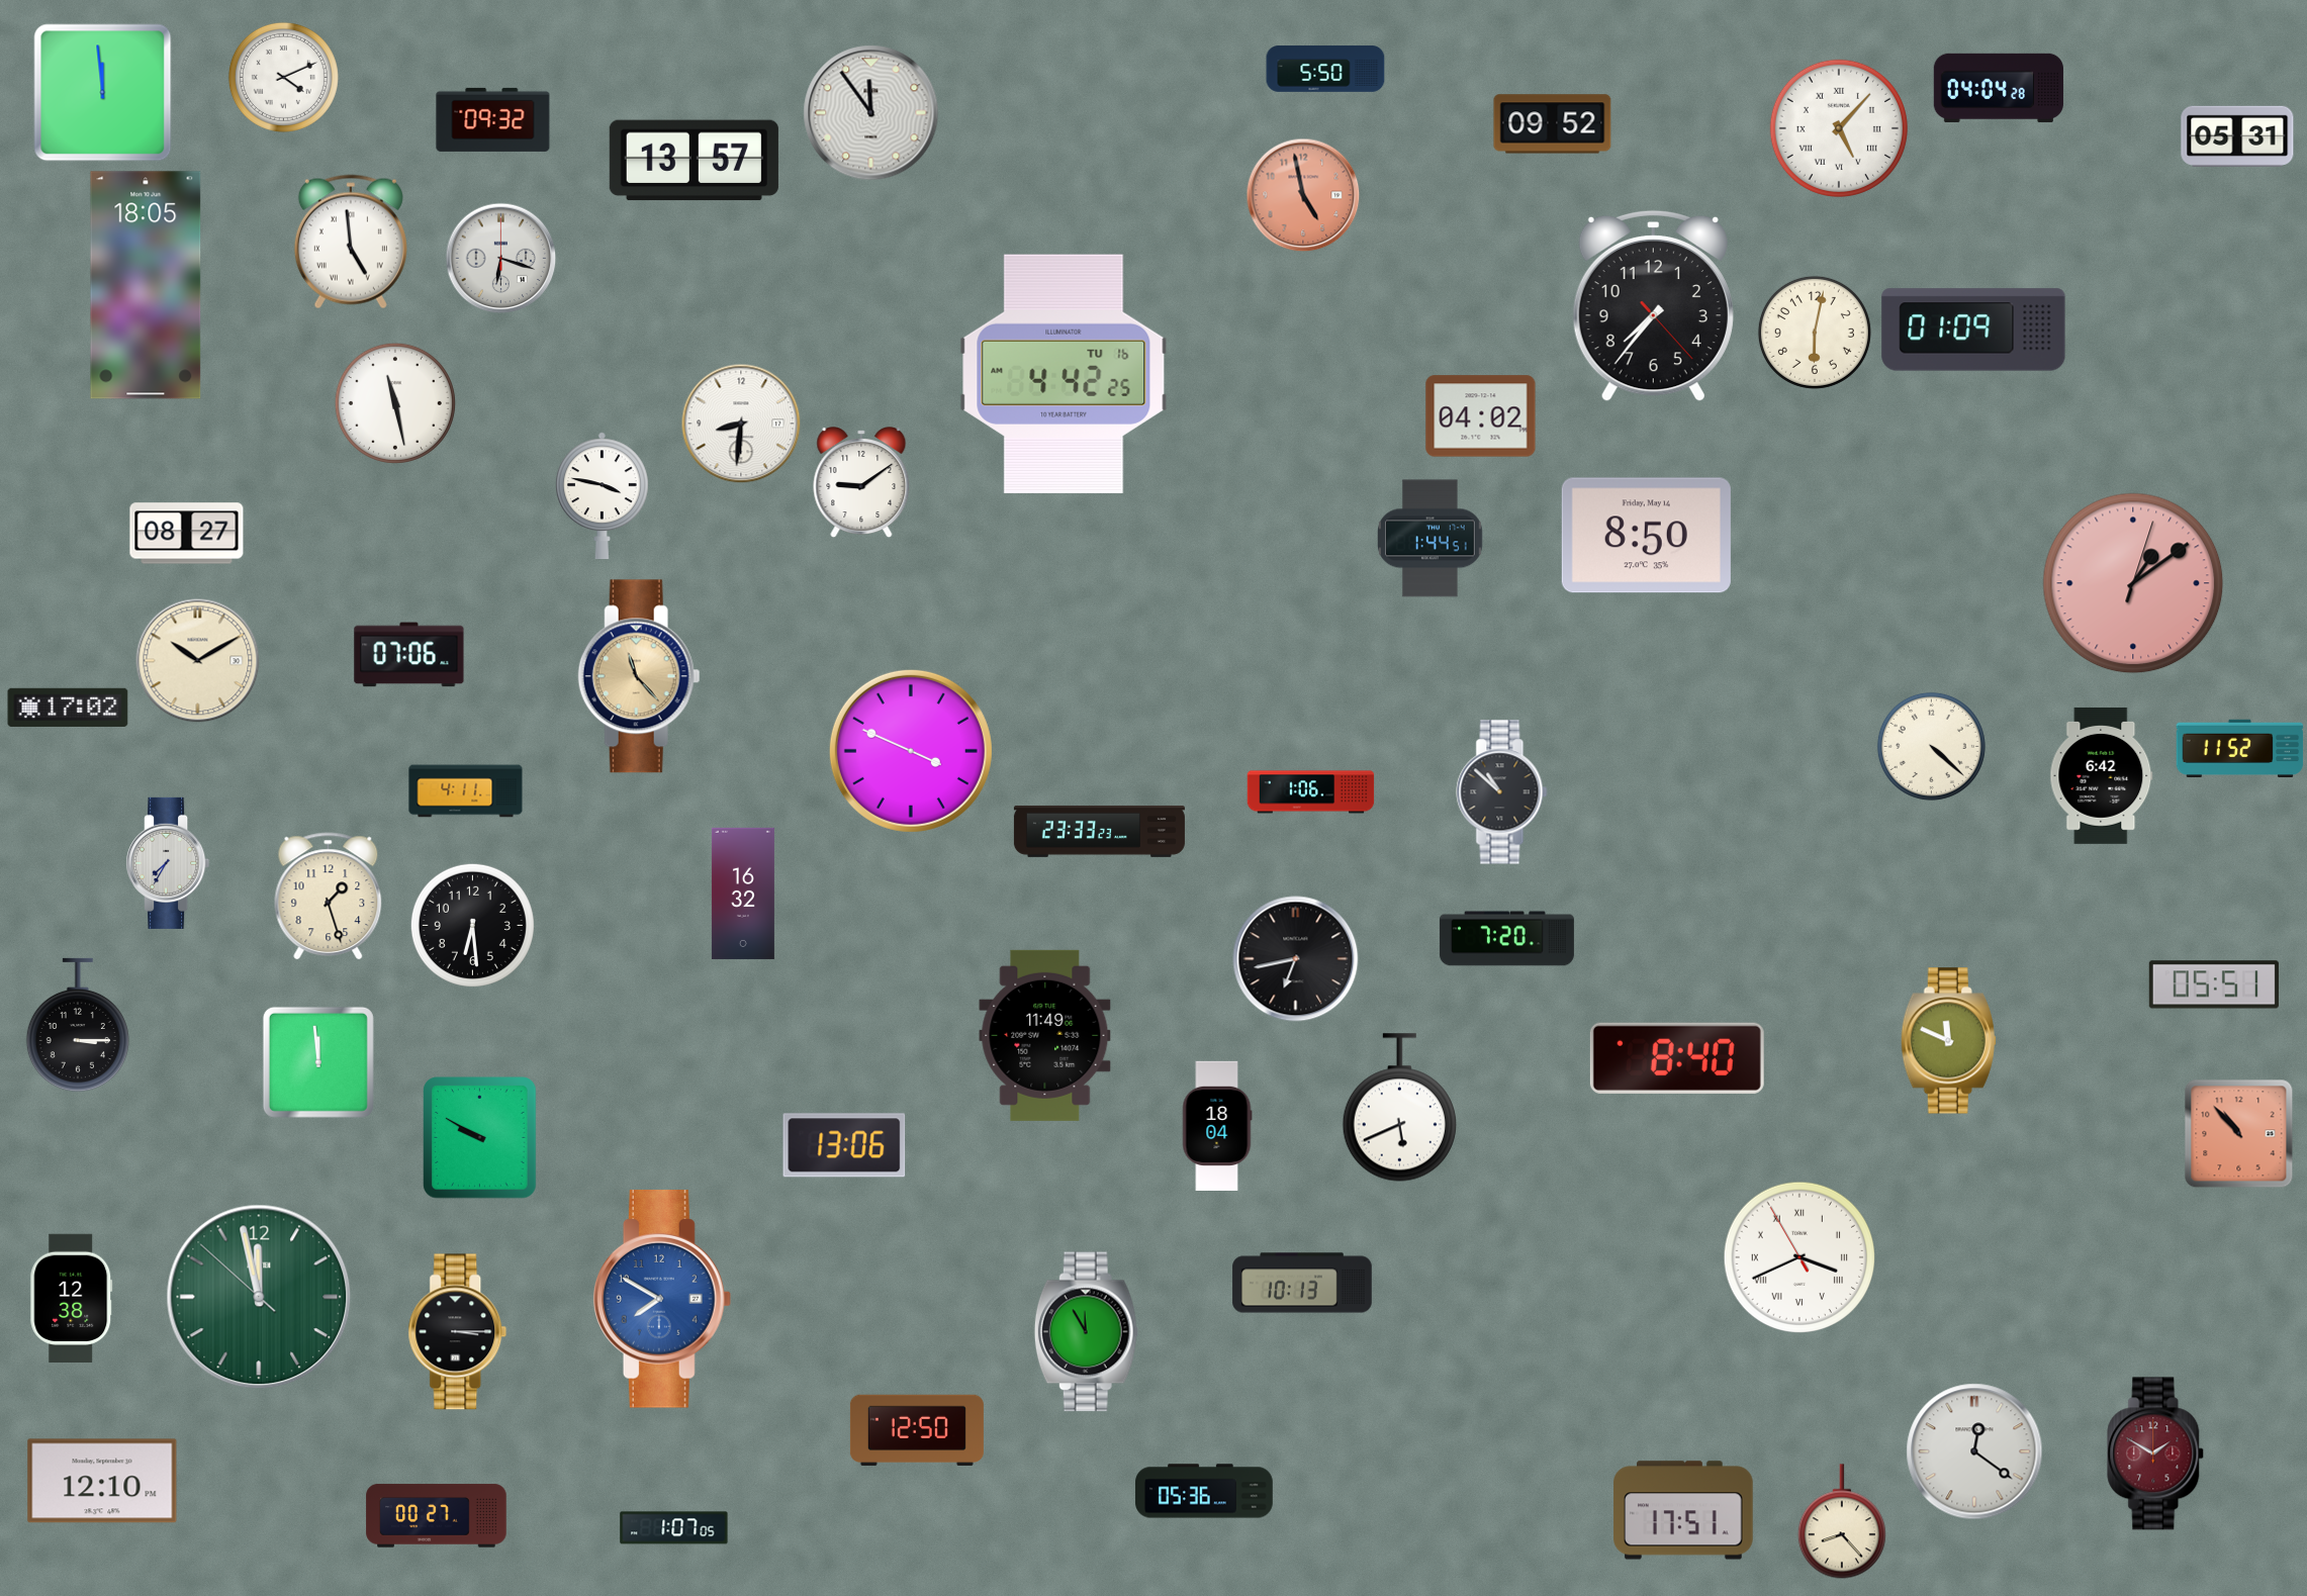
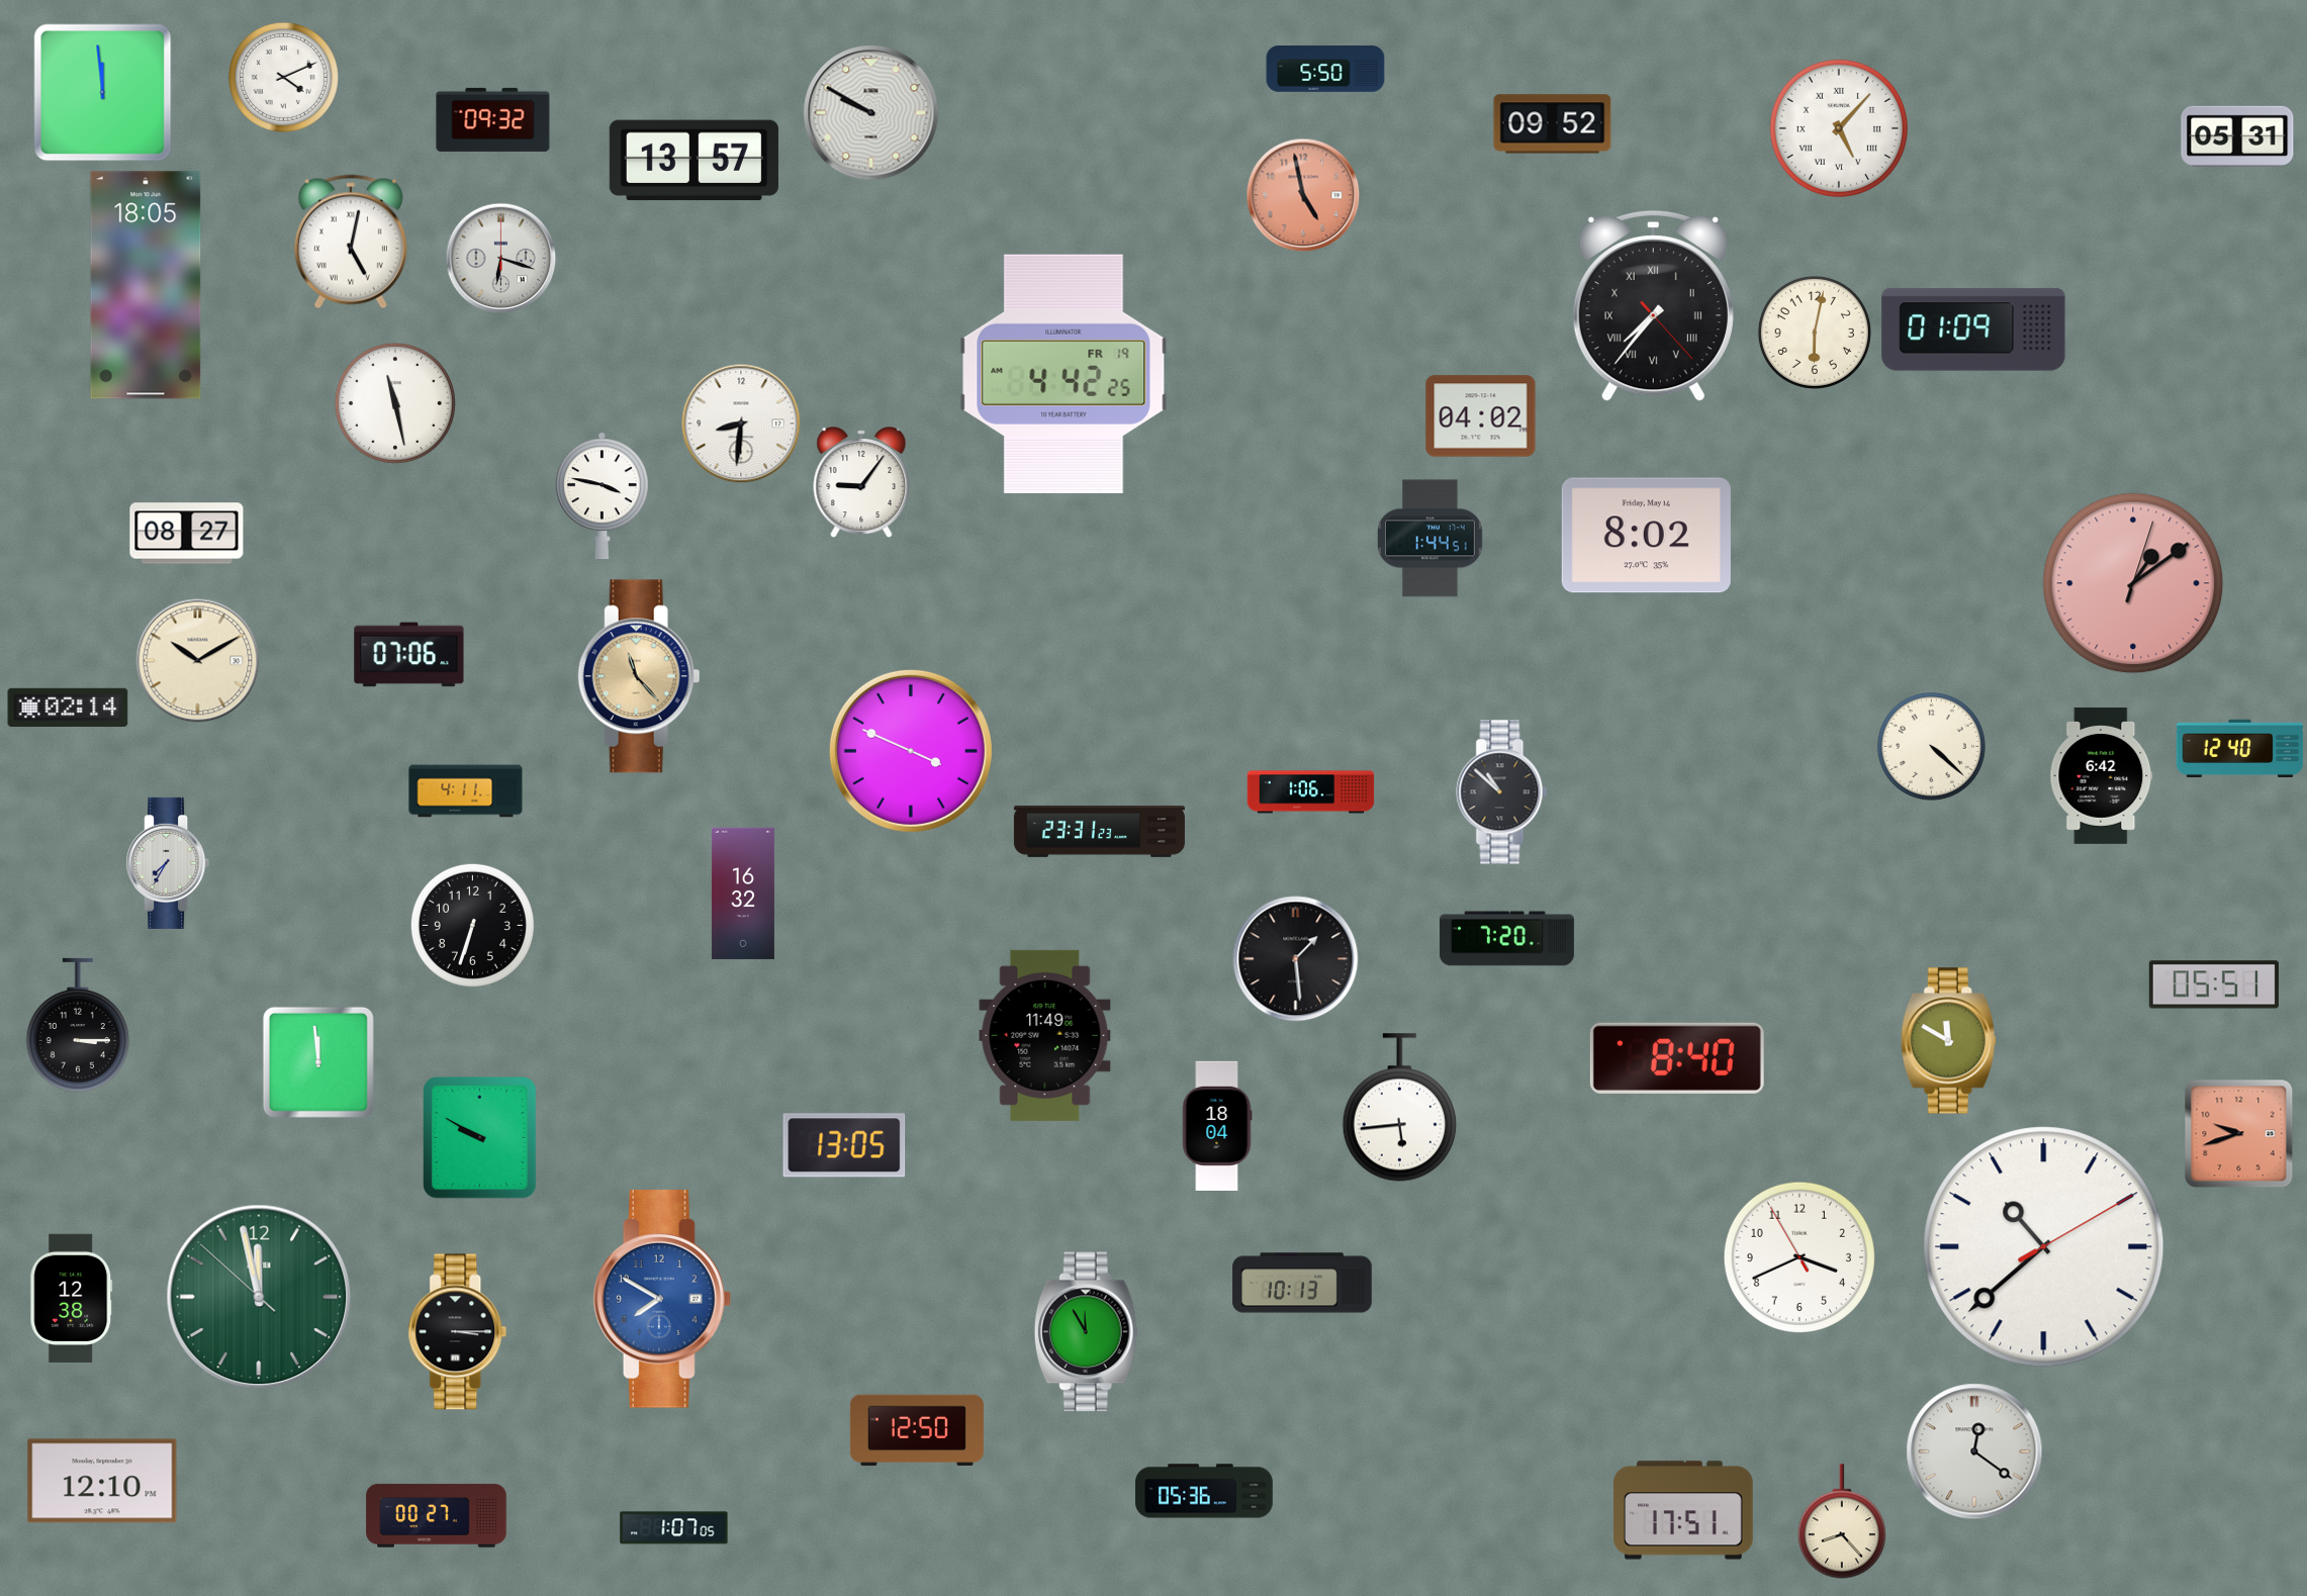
clock at (1999, 88): 04:04 -> none
clock at (871, 113): 11:54 -> 9:50
clock at (351, 242): 4:59 -> 5:02
clock at (1653, 305) numerals: Arabic -> Roman
clock at (1064, 373) date: TU 16 -> FR 19
clock at (861, 483): 9:09 -> 9:06
clock at (1646, 536): 8:50 -> 8:02
clock at (68, 707): 17:02 -> 02:14
clock at (2240, 748): 11:52 -> 12:40
clock at (1099, 831): 23:33 -> 23:31
clock at (329, 897): 1:27 -> none
clock at (472, 925): 6:29 -> 6:33
clock at (1296, 959): 6:43 -> 1:29
clock at (1948, 1041): 11:49 -> 11:50
clock at (1399, 1108): 5:41 -> 5:44
clock at (2239, 1134): 10:53 -> 9:42
clock at (844, 1145): 13:06 -> 13:05
clock at (2044, 1247): none -> 10:38
clock at (1798, 1256) numerals: Roman -> Arabic
clock at (2156, 1453): 1:50 -> none
